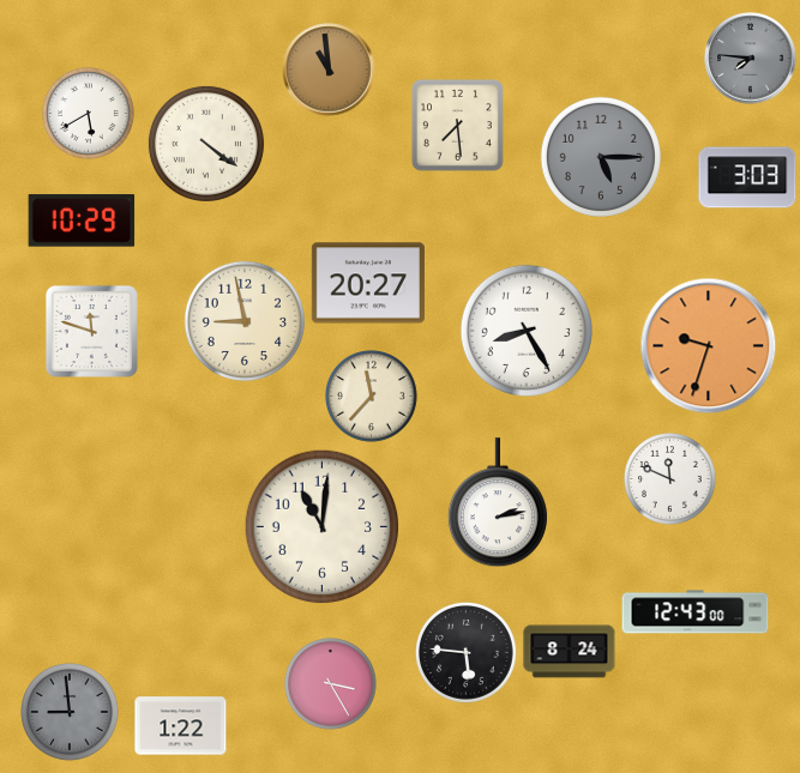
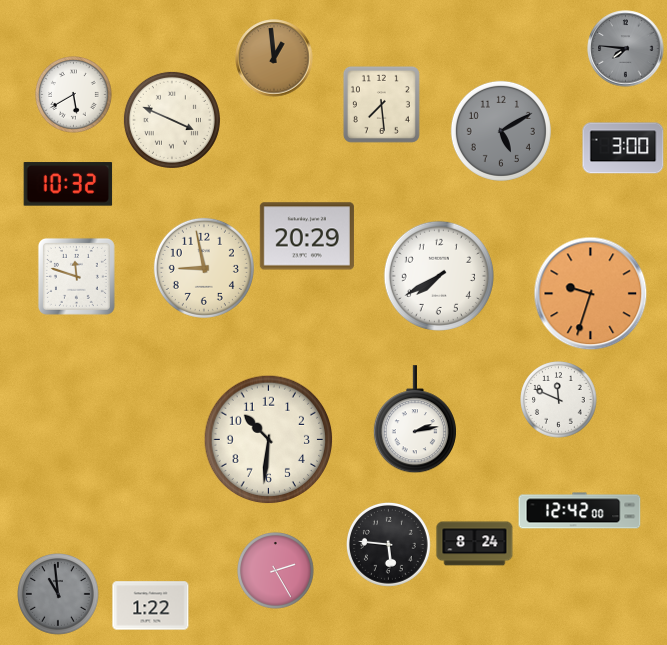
clock at (329, 70): 10:59 -> 12:59
clock at (206, 144): 4:21 -> 3:49
clock at (601, 157): 5:15 -> 5:10
clock at (747, 177): 3:03 -> 3:00
clock at (82, 221): 10:29 -> 10:32
clock at (368, 283): 20:27 -> 20:29
clock at (527, 331): 8:25 -> 7:40
clock at (709, 346) position: (709, 346) -> (591, 294)
clock at (372, 397): 11:37 -> none
clock at (323, 527): 11:01 -> 10:31
clock at (696, 612): 12:43 -> 12:42
clock at (331, 684): 3:25 -> 2:25
clock at (71, 713): 8:59 -> 10:59
